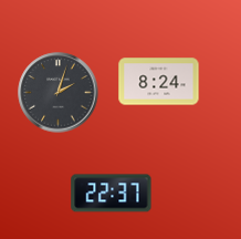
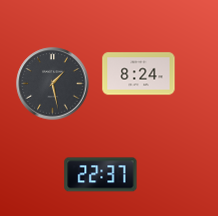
clock at (159, 82) position: (159, 82) -> (139, 74)
clock at (59, 93): 2:03 -> 1:28
